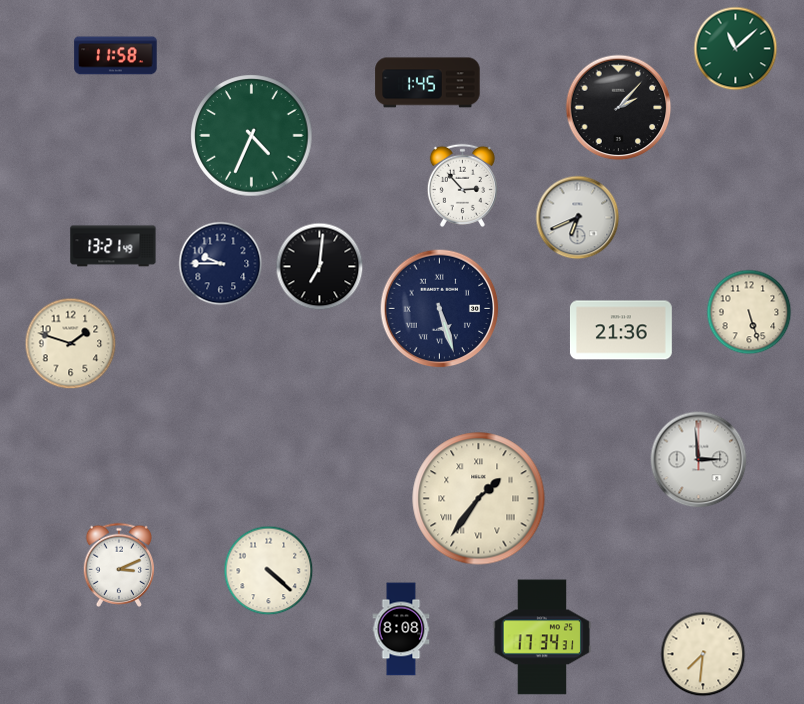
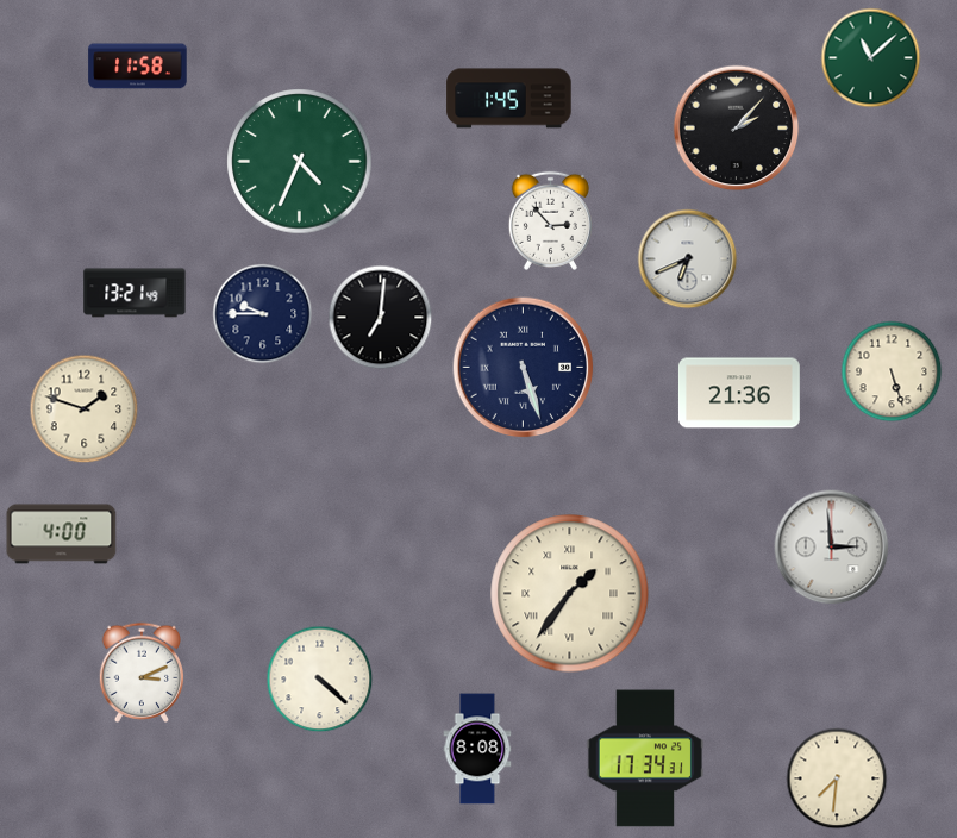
clock at (736, 49) position: (736, 49) -> (871, 58)
clock at (62, 534): none -> 4:00
